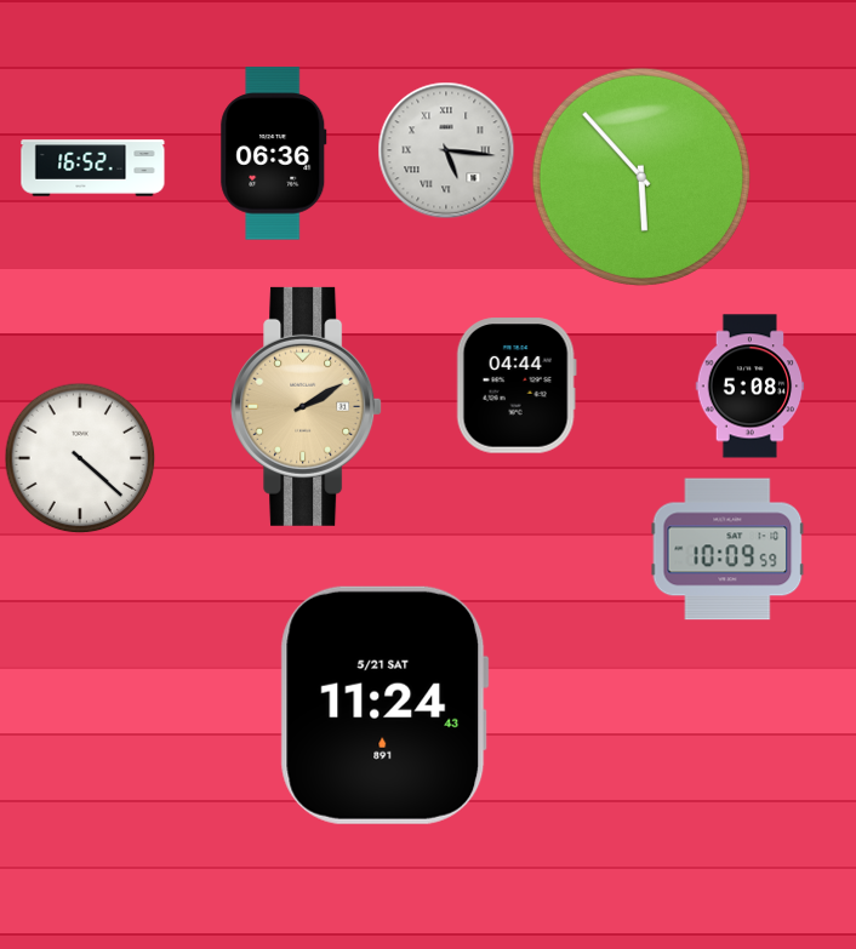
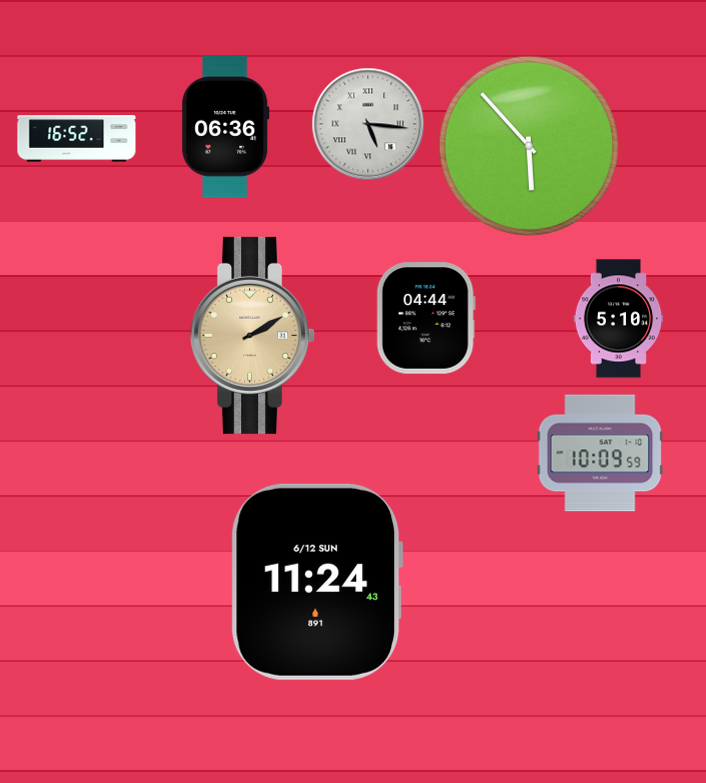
clock at (751, 387): 5:08 -> 5:10
clock at (80, 458): 4:22 -> none
clock at (384, 705) date: 5/21 SAT -> 6/12 SUN
